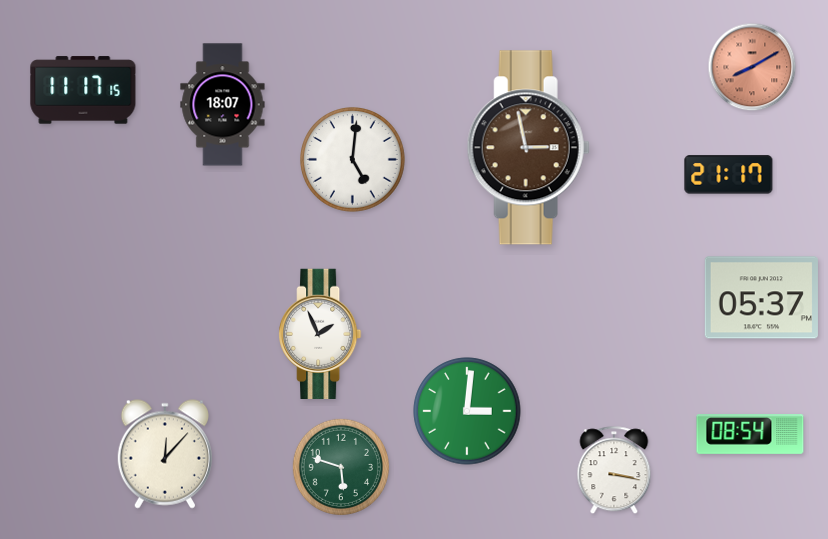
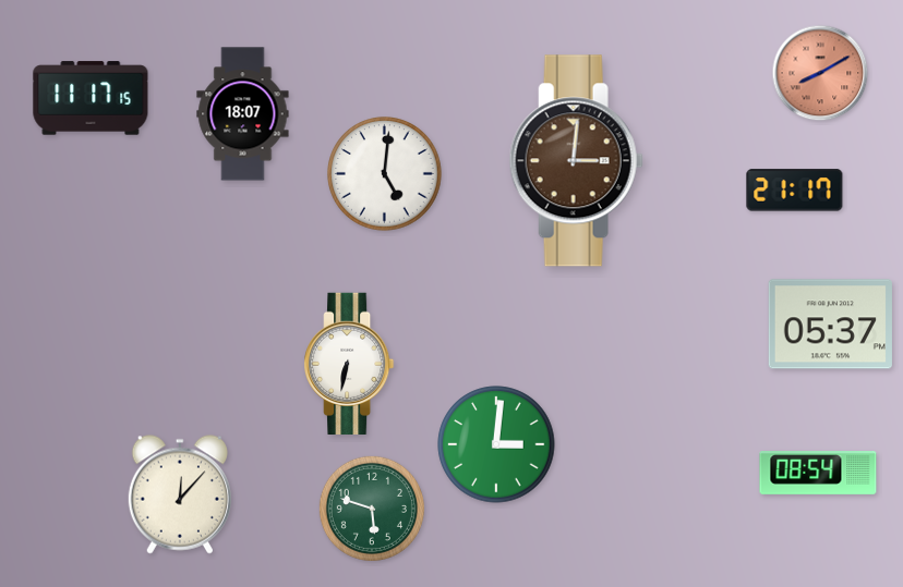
clock at (528, 148): 2:58 -> 3:01
clock at (321, 333): 1:56 -> 6:32
clock at (467, 411) position: (467, 411) -> (496, 444)
clock at (614, 471): 3:17 -> none
